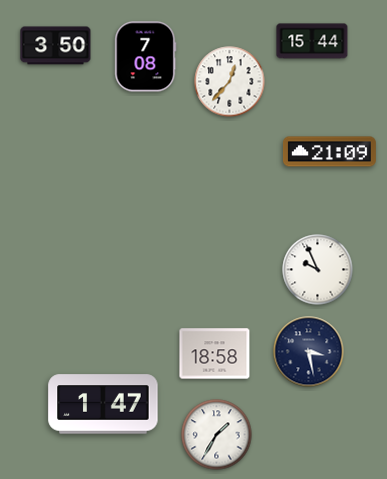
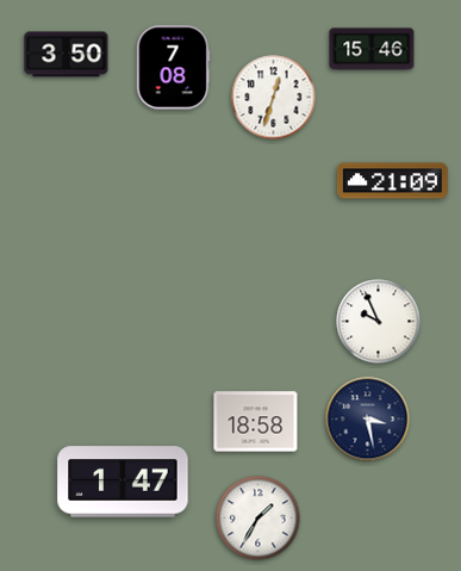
clock at (312, 41): 15:44 -> 15:46
clock at (230, 82): 12:37 -> 12:33
